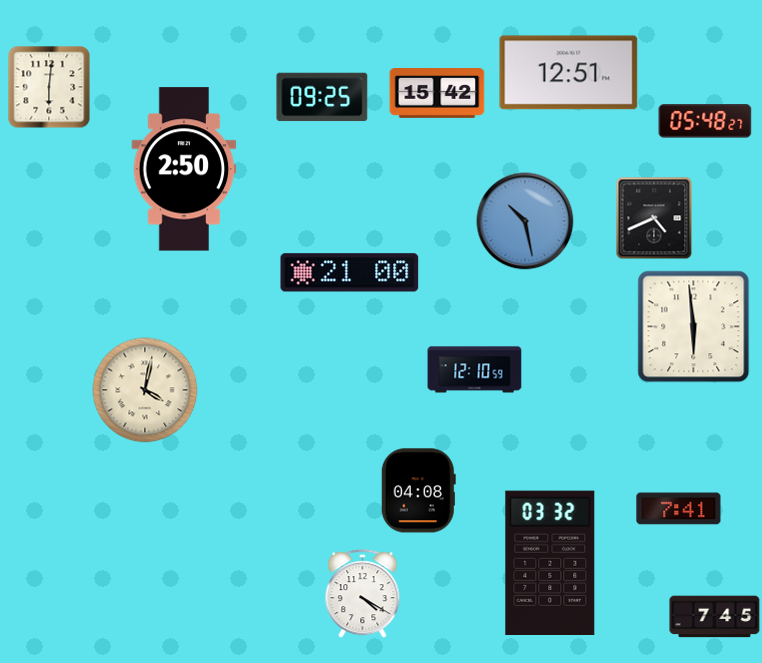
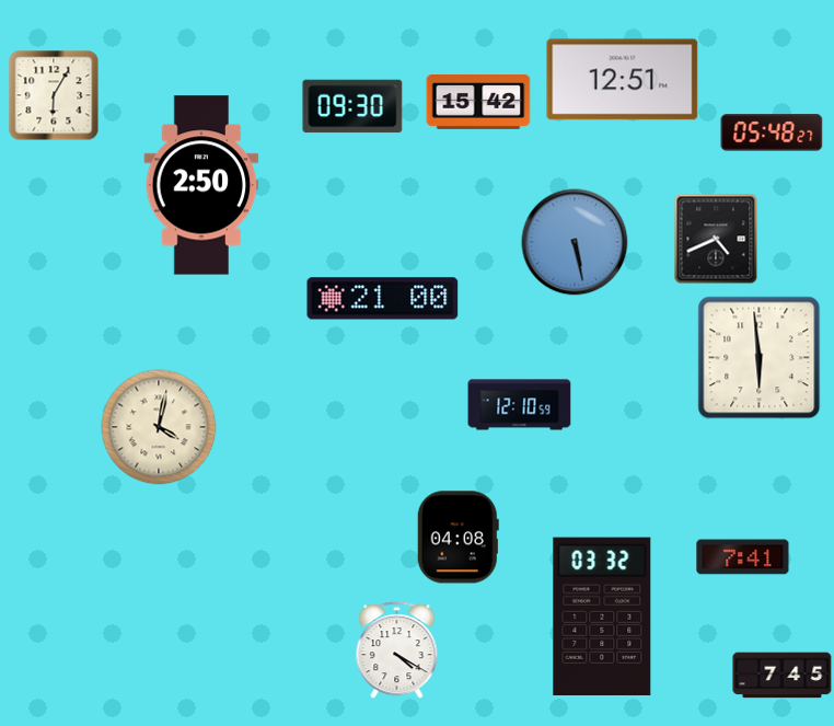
clock at (49, 87): 6:01 -> 6:05
clock at (322, 97): 09:25 -> 09:30
clock at (525, 221): 10:28 -> 5:28
